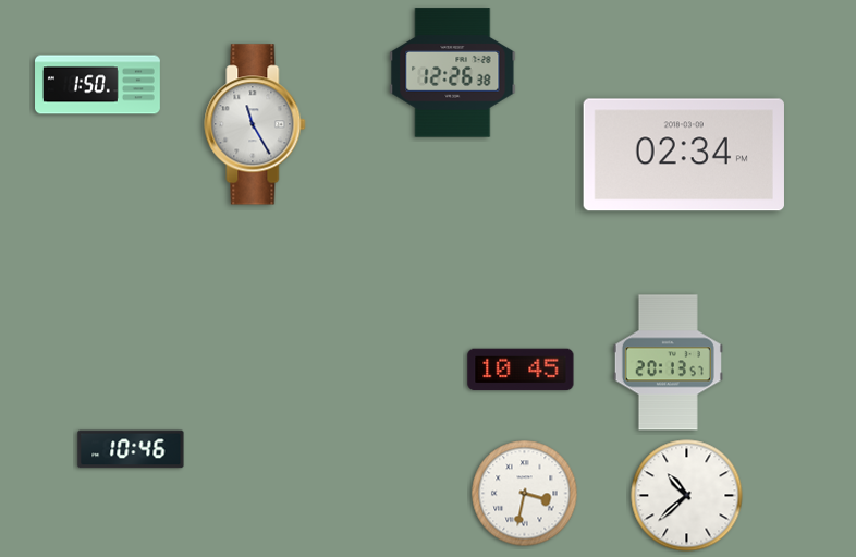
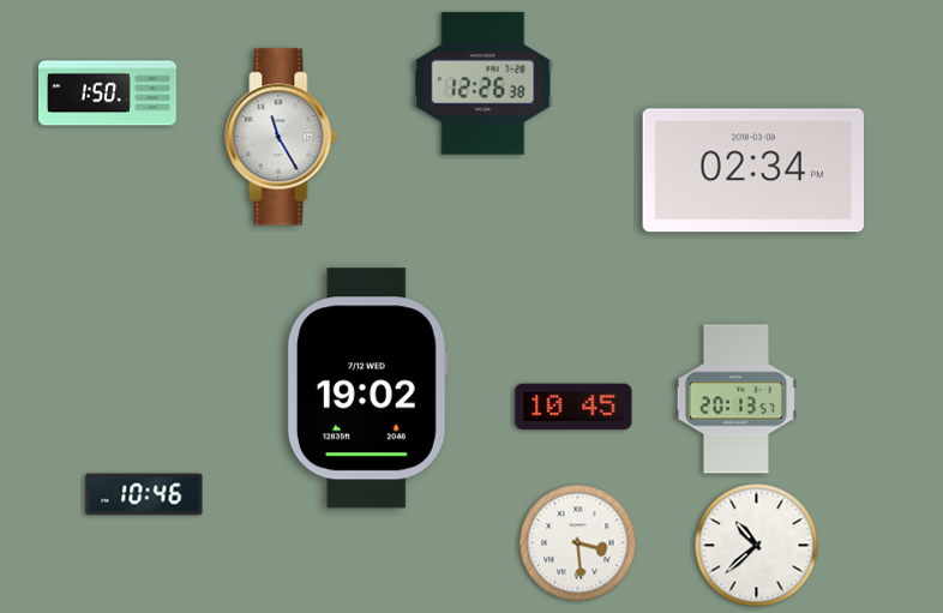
clock at (453, 73) position: (453, 73) -> (483, 84)
clock at (367, 389): none -> 19:02
clock at (525, 494): 3:32 -> 3:29
